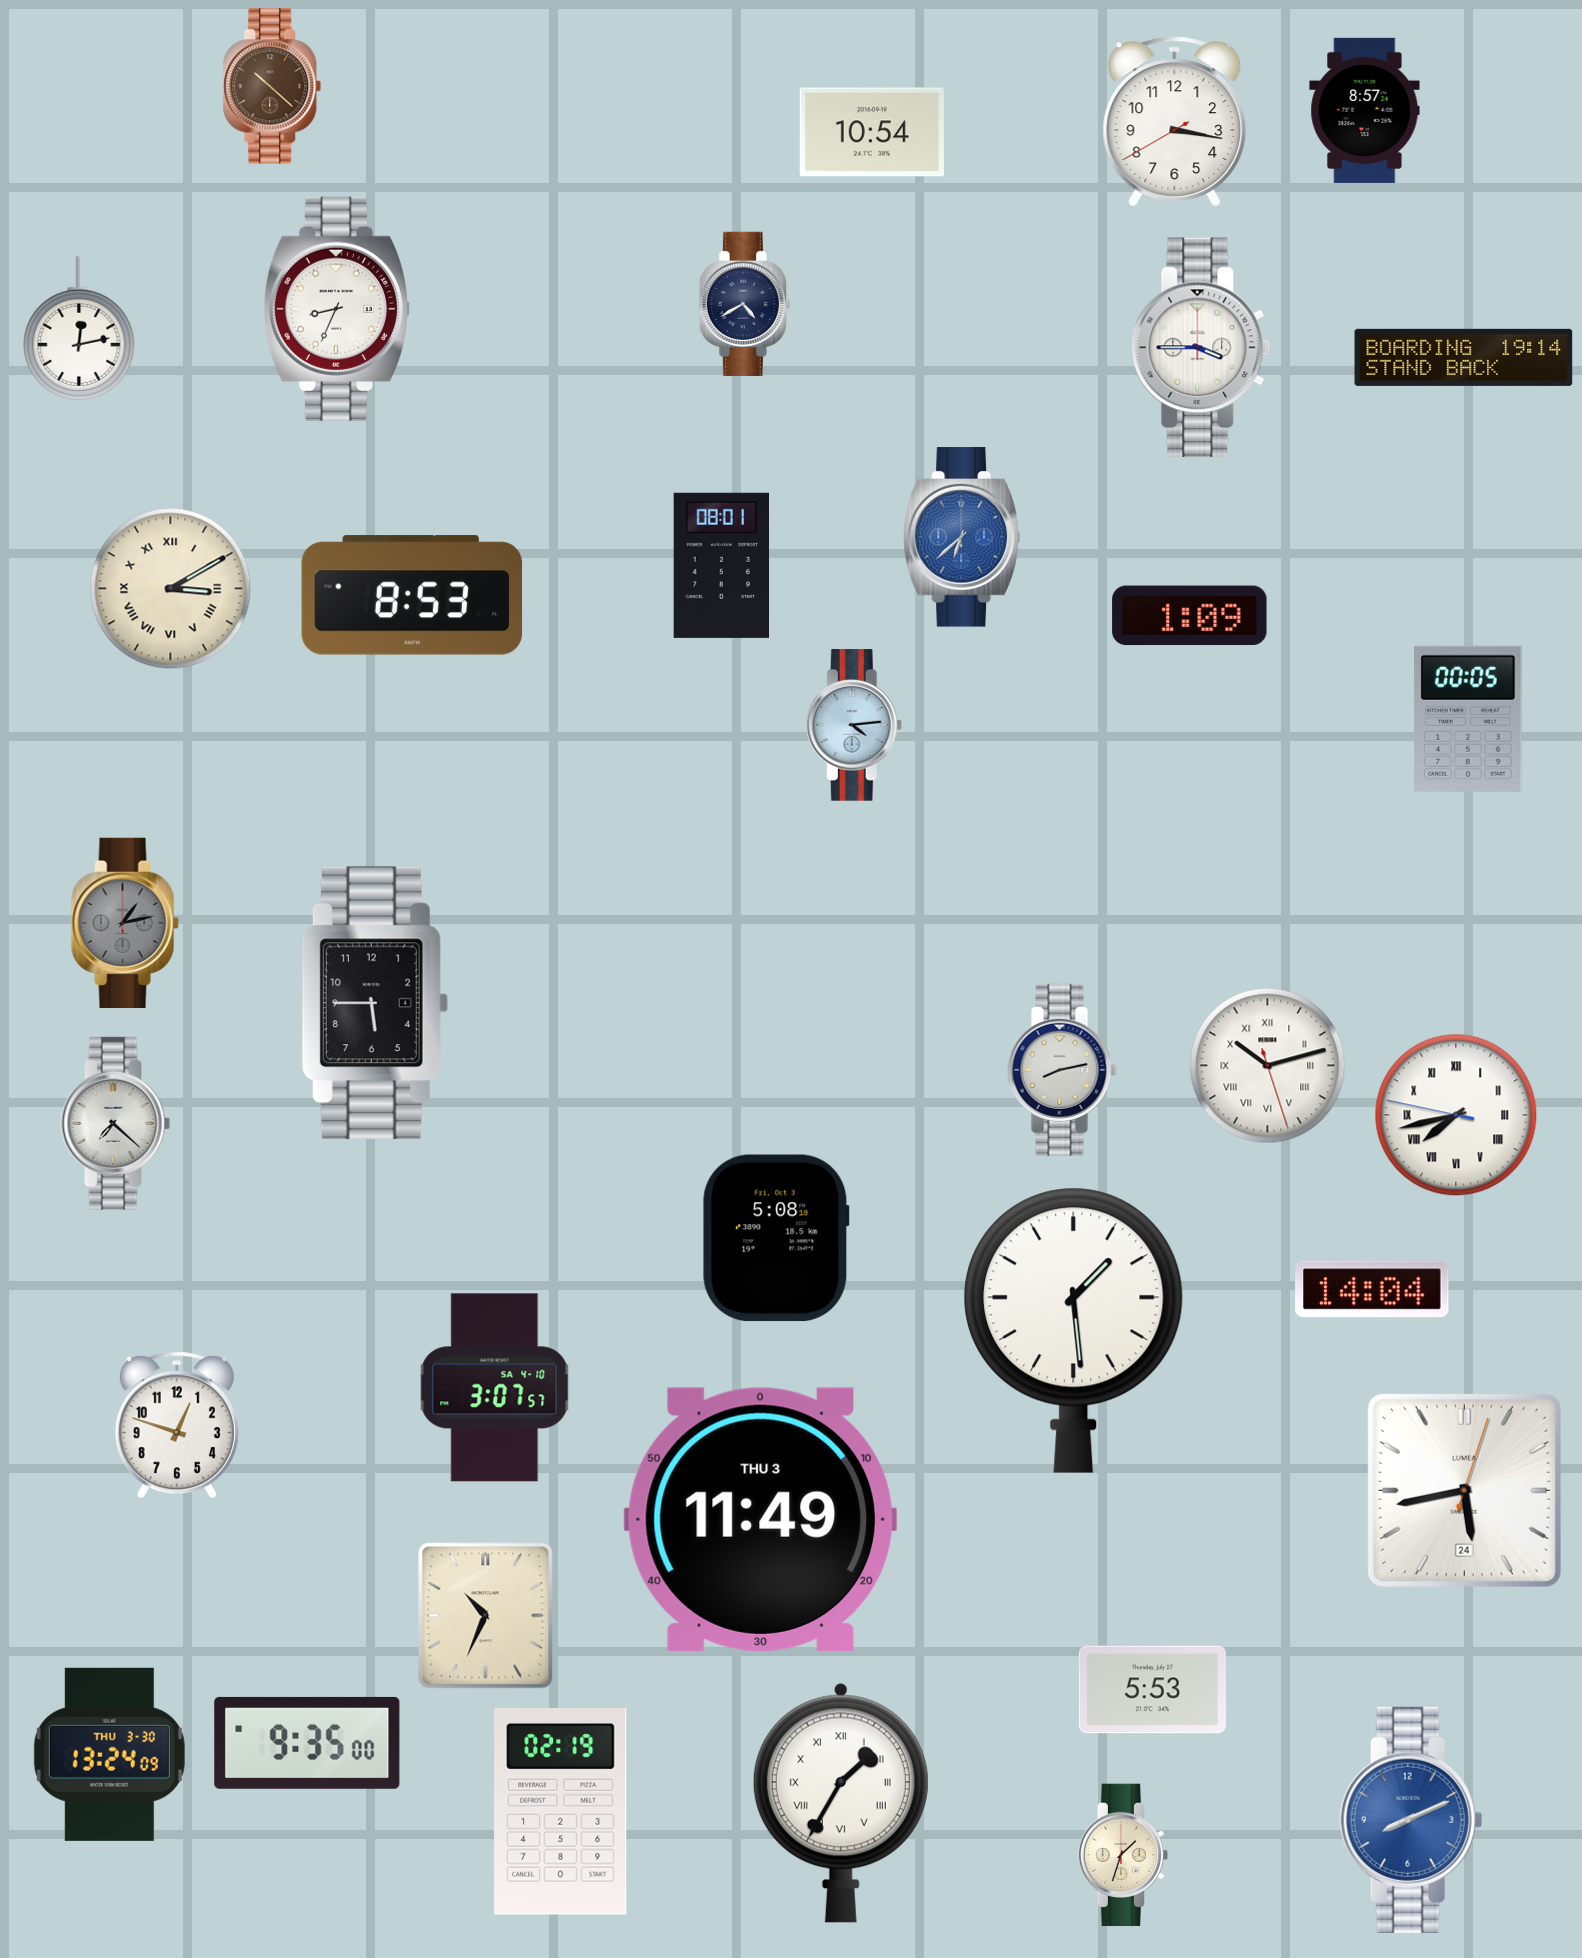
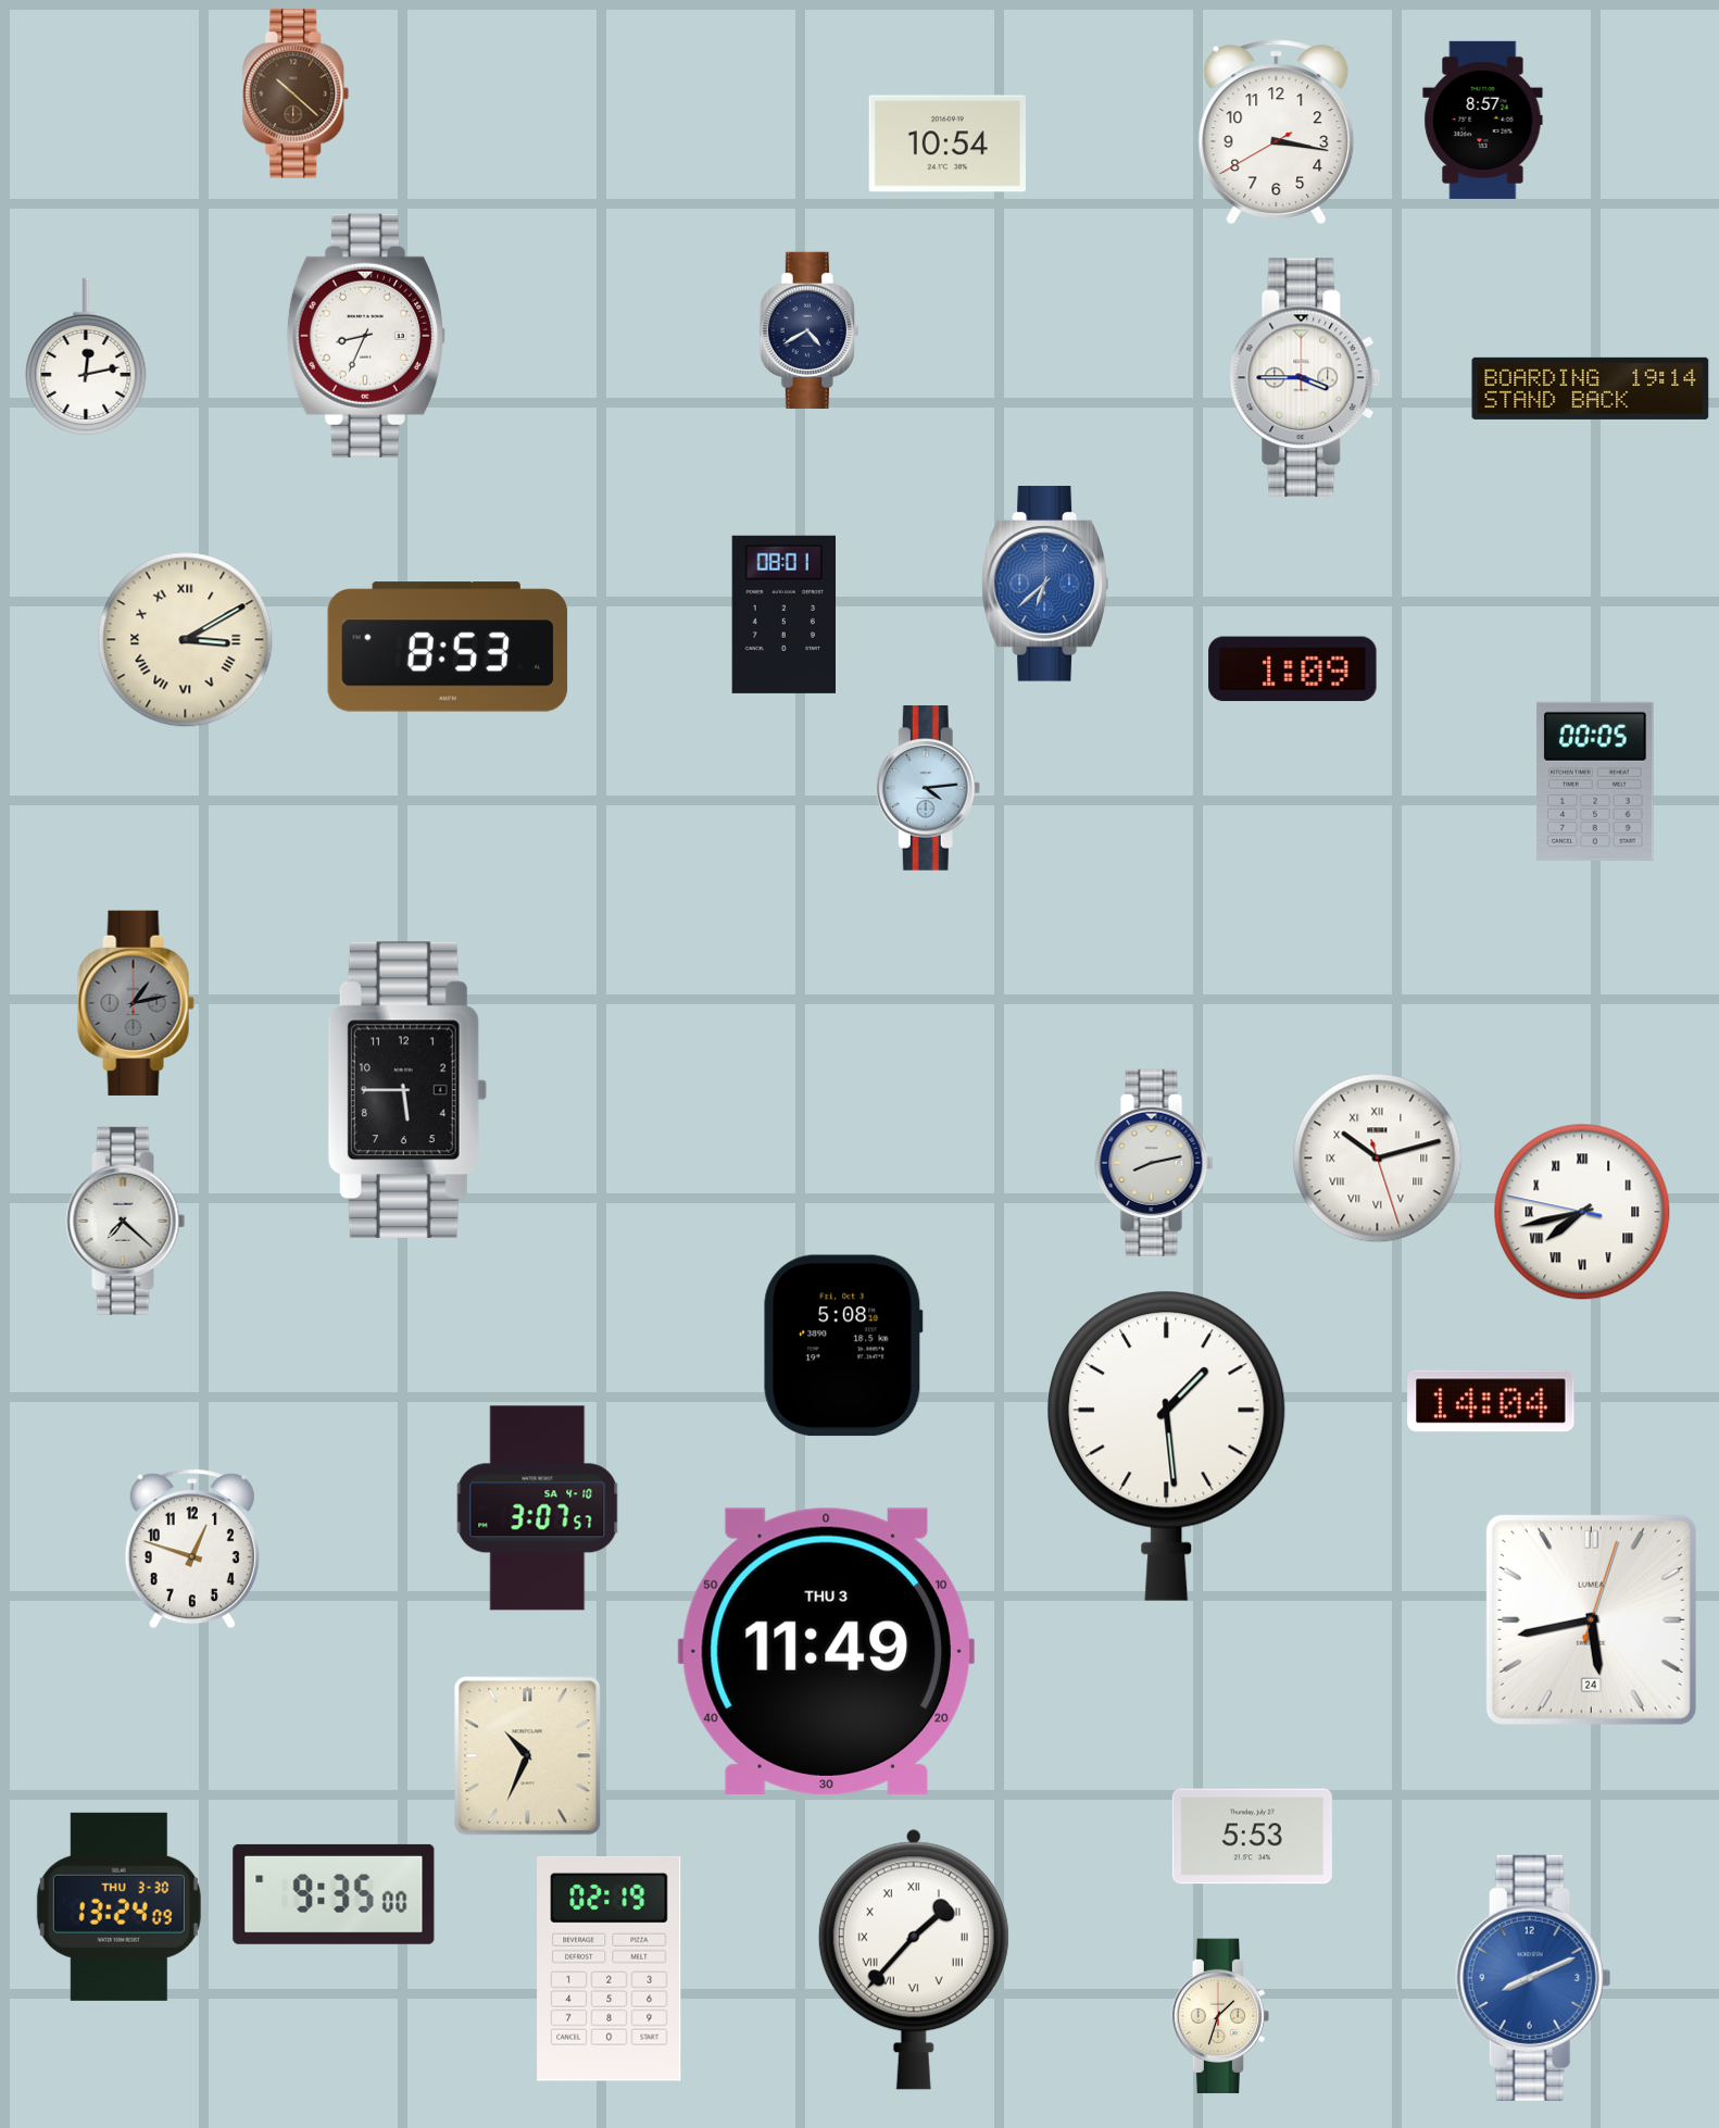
clock at (841, 1803): 1:35 -> 1:37
